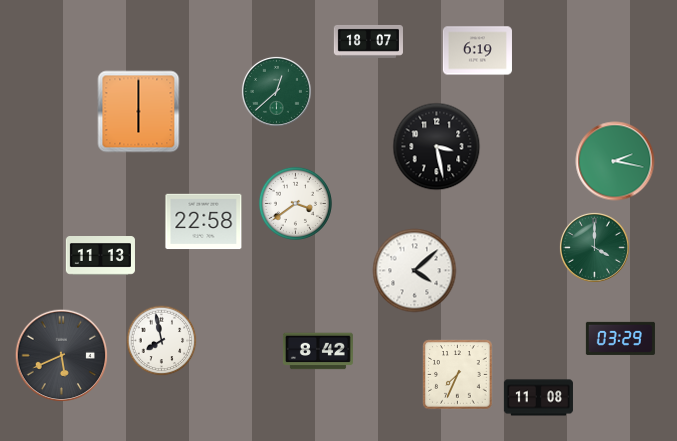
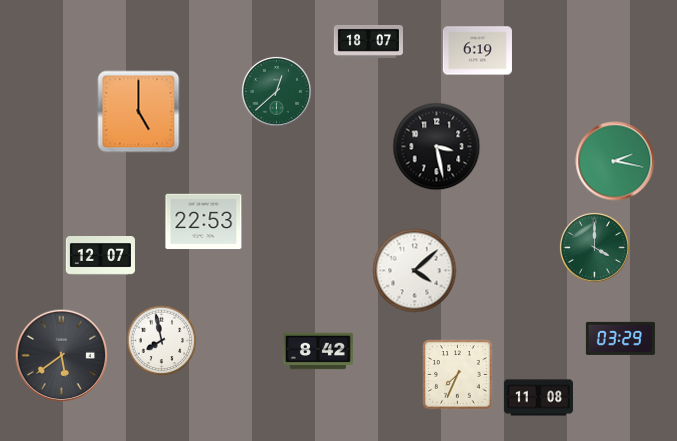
clock at (139, 112): 6:00 -> 5:00
clock at (295, 203): 3:39 -> none
clock at (204, 222): 22:58 -> 22:53
clock at (100, 256): 11:13 -> 12:07
clock at (62, 356): 5:41 -> 5:39
